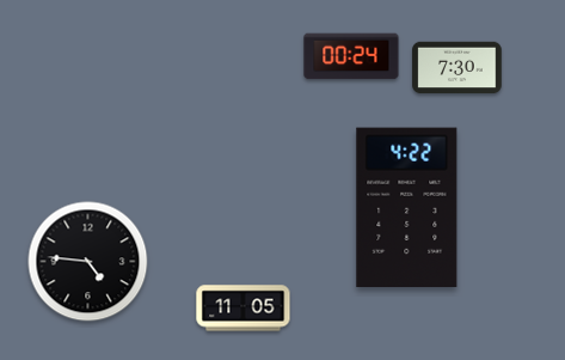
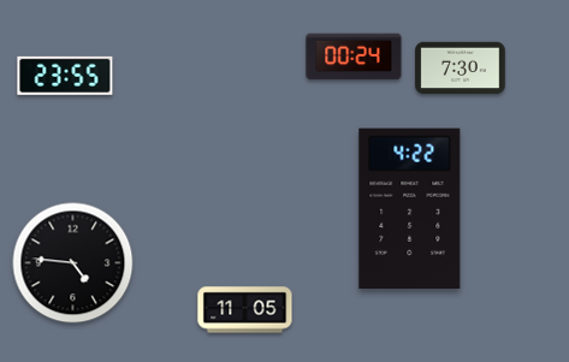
clock at (65, 76): none -> 23:55
clock at (88, 262) position: (88, 262) -> (73, 263)
